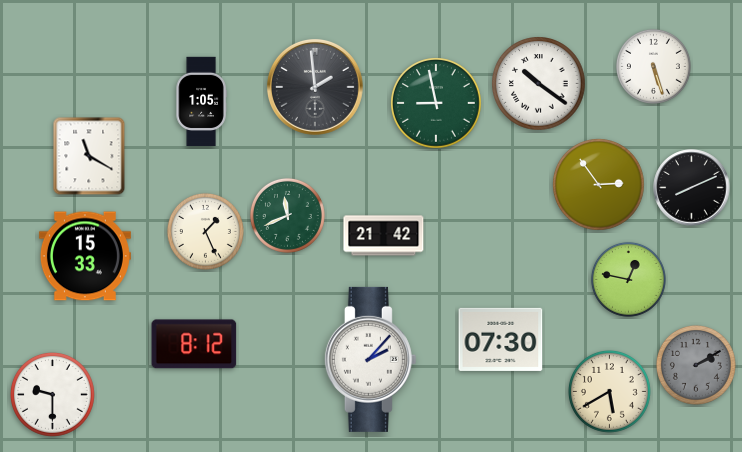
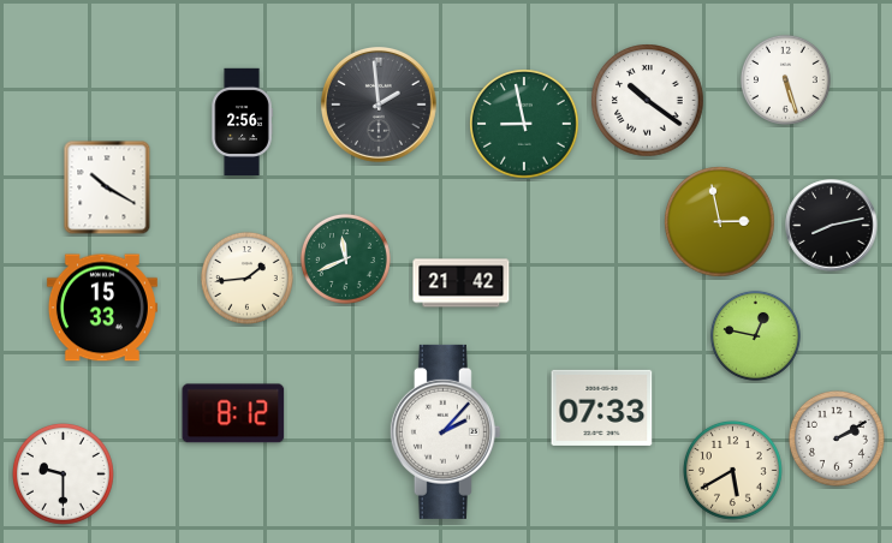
clock at (201, 102): 1:05 -> 2:56
clock at (89, 156): 11:20 -> 10:20
clock at (599, 185): 2:54 -> 2:58
clock at (692, 188): 8:11 -> 8:13
clock at (205, 231): 1:26 -> 1:44
clock at (501, 339): 07:30 -> 07:33
clock at (696, 365) dial: grey -> white
